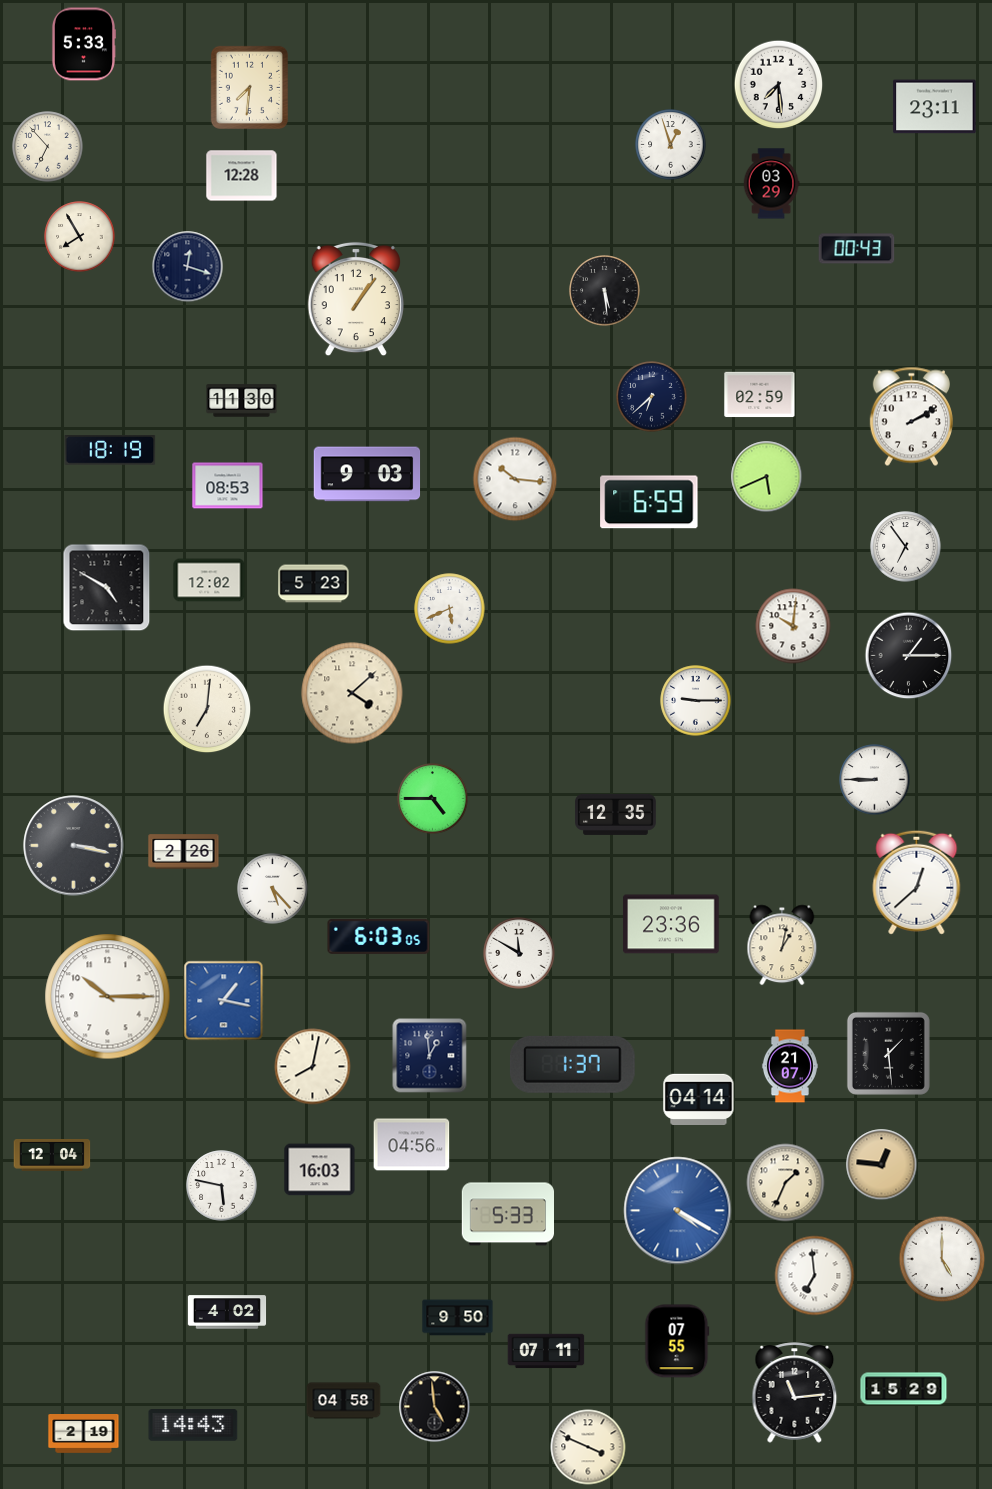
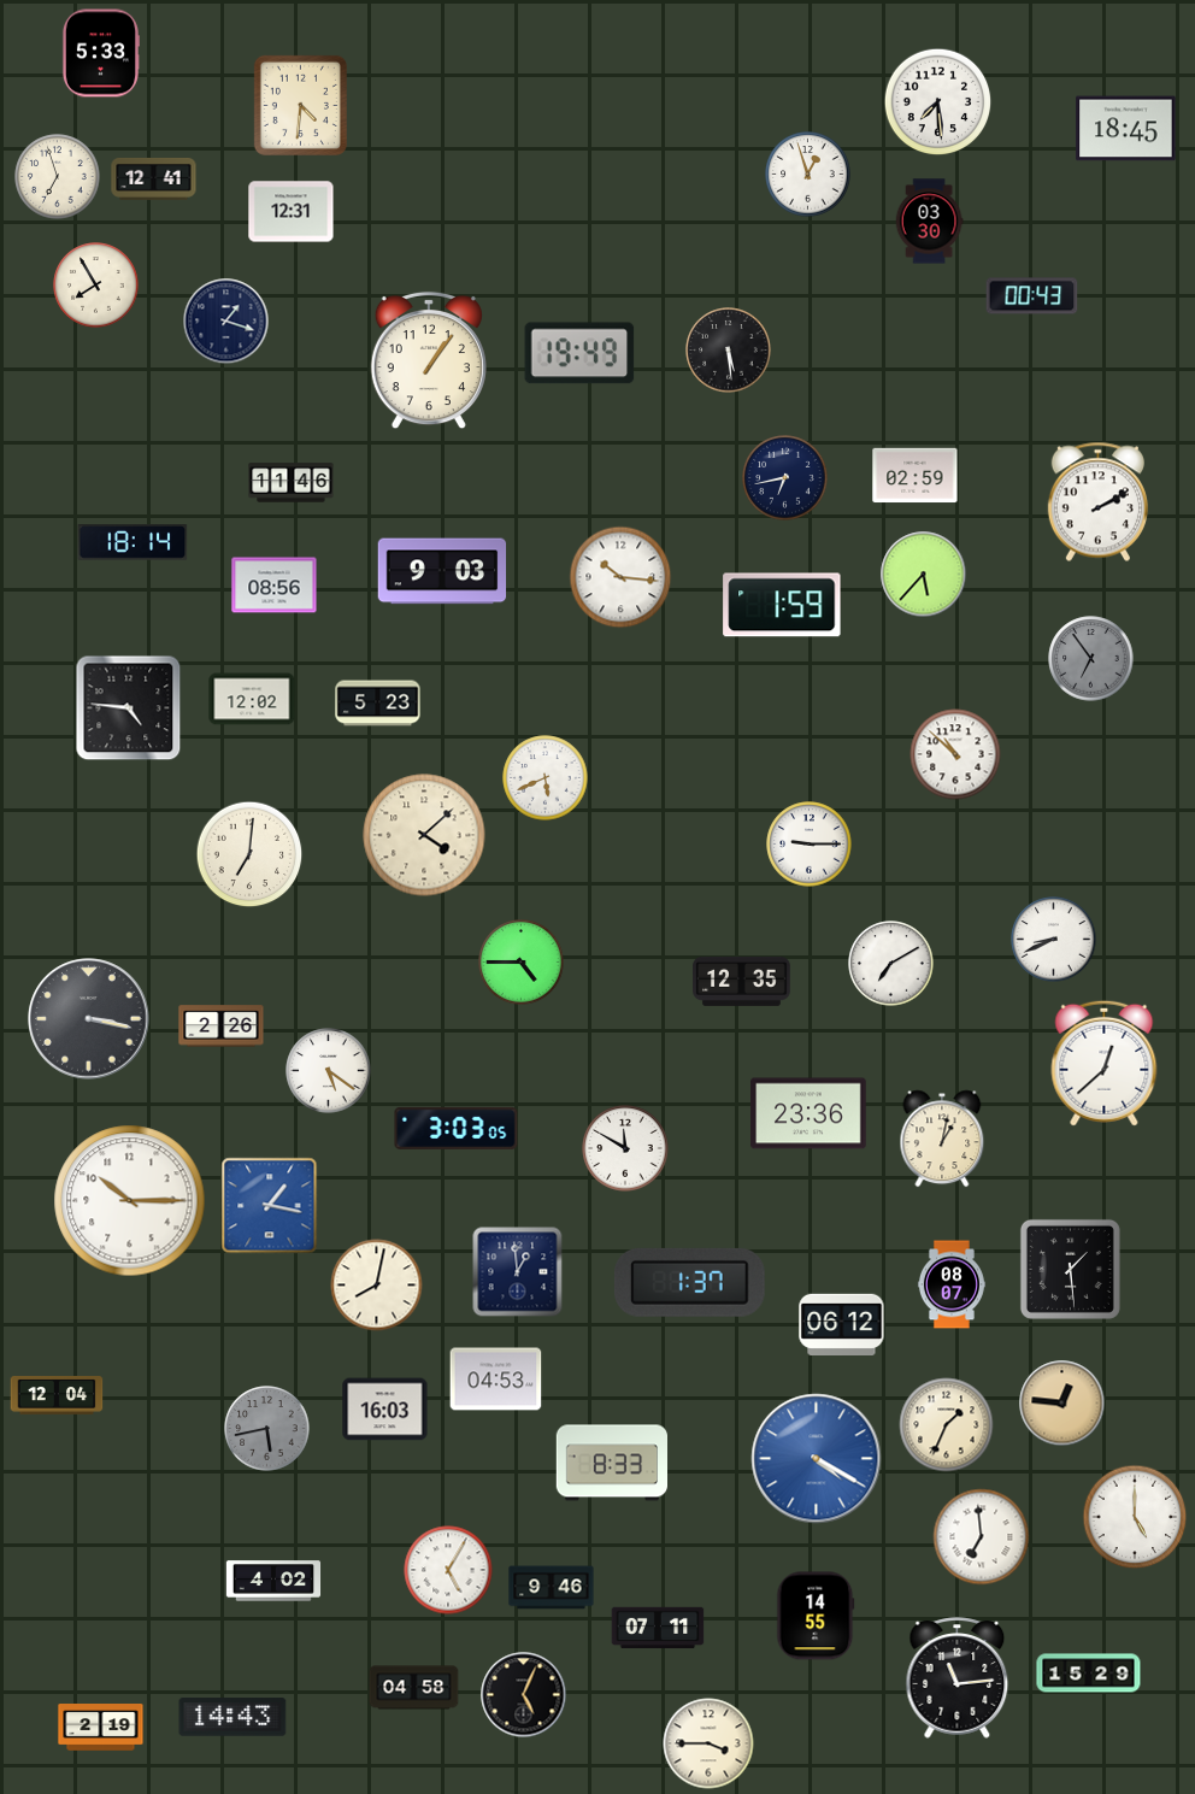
clock at (249, 87): 7:31 -> 4:31
clock at (935, 107): 23:11 -> 18:45
clock at (48, 147): 6:53 -> 6:57
clock at (154, 178): none -> 12:41
clock at (242, 176): 12:28 -> 12:31
clock at (771, 184): 03:29 -> 03:30
clock at (857, 249) position: (857, 249) -> (1032, 296)
clock at (188, 267): 12:18 -> 1:18
clock at (579, 353): none -> 19:49
clock at (652, 397): 6:38 -> 6:43
clock at (242, 401): 11:30 -> 11:46
clock at (110, 451): 18:19 -> 18:14
clock at (767, 477): 5:41 -> 5:37
clock at (228, 486): 08:53 -> 08:56
clock at (649, 502): 6:59 -> 1:59
clock at (906, 547) dial: white -> grey
clock at (107, 588): 4:50 -> 4:46
clock at (450, 609) position: (450, 609) -> (546, 778)
clock at (793, 626): 10:01 -> 10:52
clock at (909, 656): 1:15 -> none
clock at (696, 701) position: (696, 701) -> (810, 845)
clock at (875, 780): 8:45 -> 8:41
clock at (891, 964): none -> 7:10
clock at (273, 889): 5:23 -> 5:21
clock at (379, 936): 6:03 -> 3:03
clock at (790, 1066): 21:07 -> 08:07
clock at (699, 1099): 04:14 -> 06:12
clock at (412, 1145): 04:56 -> 04:53
clock at (52, 1156) position: (52, 1156) -> (57, 1396)
clock at (222, 1186): 5:47 -> 5:43
clock at (222, 1186) dial: white -> grey
clock at (507, 1214): 5:33 -> 8:33
clock at (448, 1570): none -> 5:05
clock at (458, 1318): 9:50 -> 9:46
clock at (677, 1341): 07:55 -> 14:55
clock at (435, 1407): 4:59 -> 5:04
clock at (588, 1447): 3:49 -> 3:45
